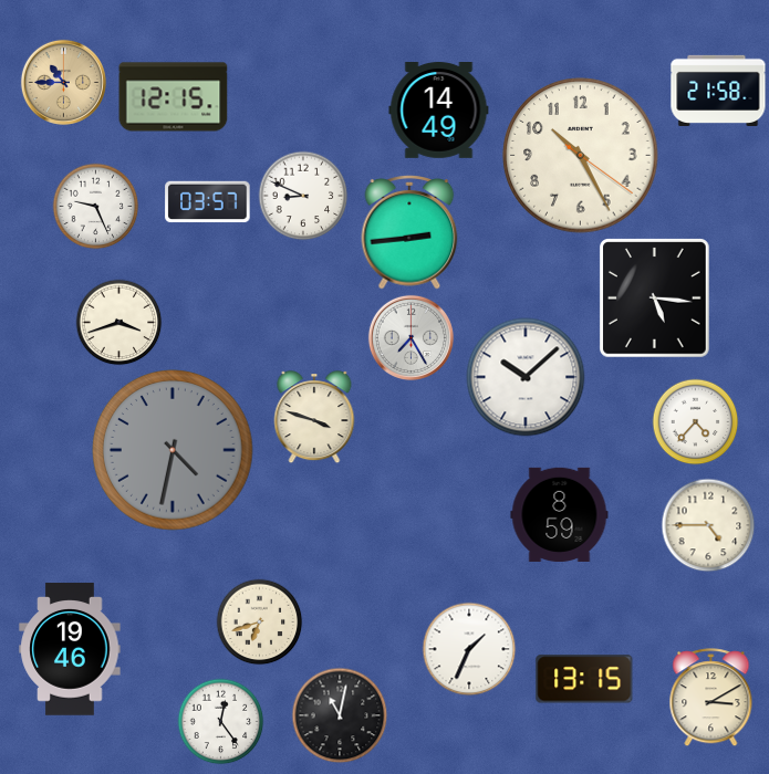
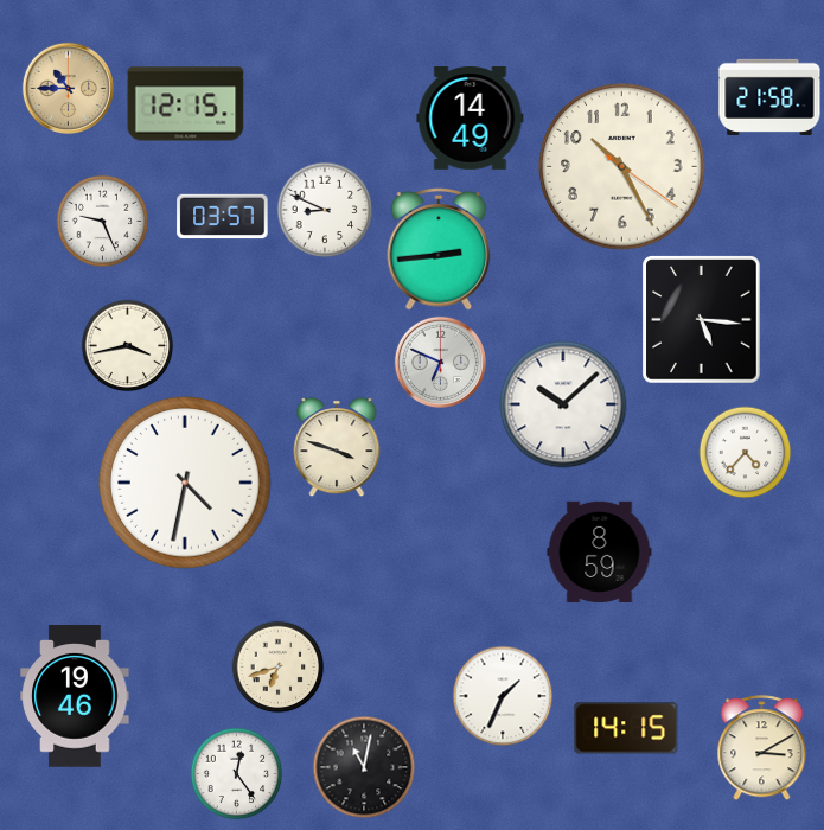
clock at (118, 322): 3:42 -> 3:43
clock at (411, 337): 7:25 -> 6:49
clock at (173, 450) dial: grey -> white
clock at (708, 525): 4:45 -> none
clock at (584, 679): 13:15 -> 14:15
